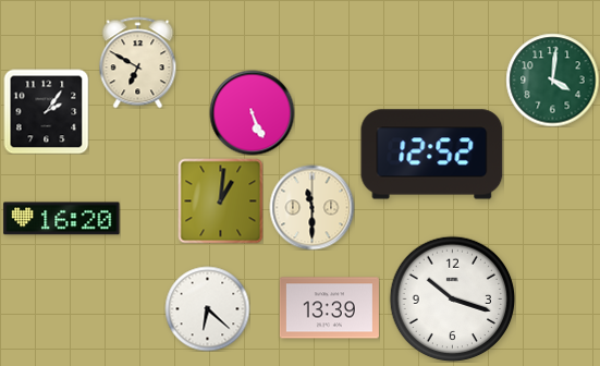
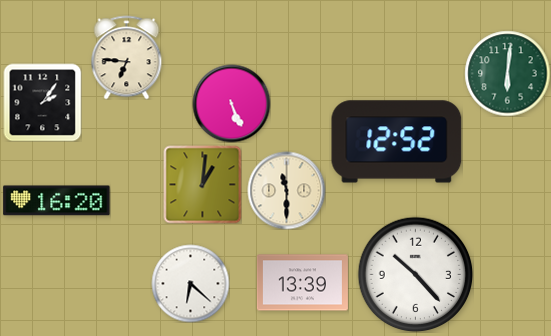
clock at (138, 62): 6:50 -> 6:46
clock at (552, 80): 4:01 -> 6:01
clock at (452, 298): 10:18 -> 10:23
